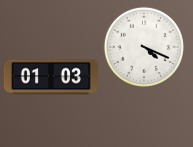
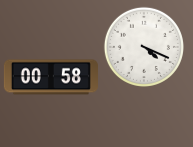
clock at (51, 77): 01:03 -> 00:58
